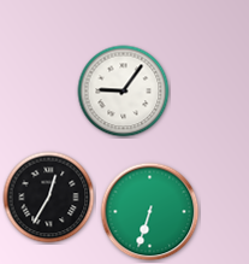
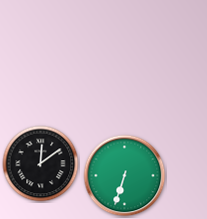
clock at (124, 92): 9:06 -> none
clock at (49, 198): 12:35 -> 12:09
